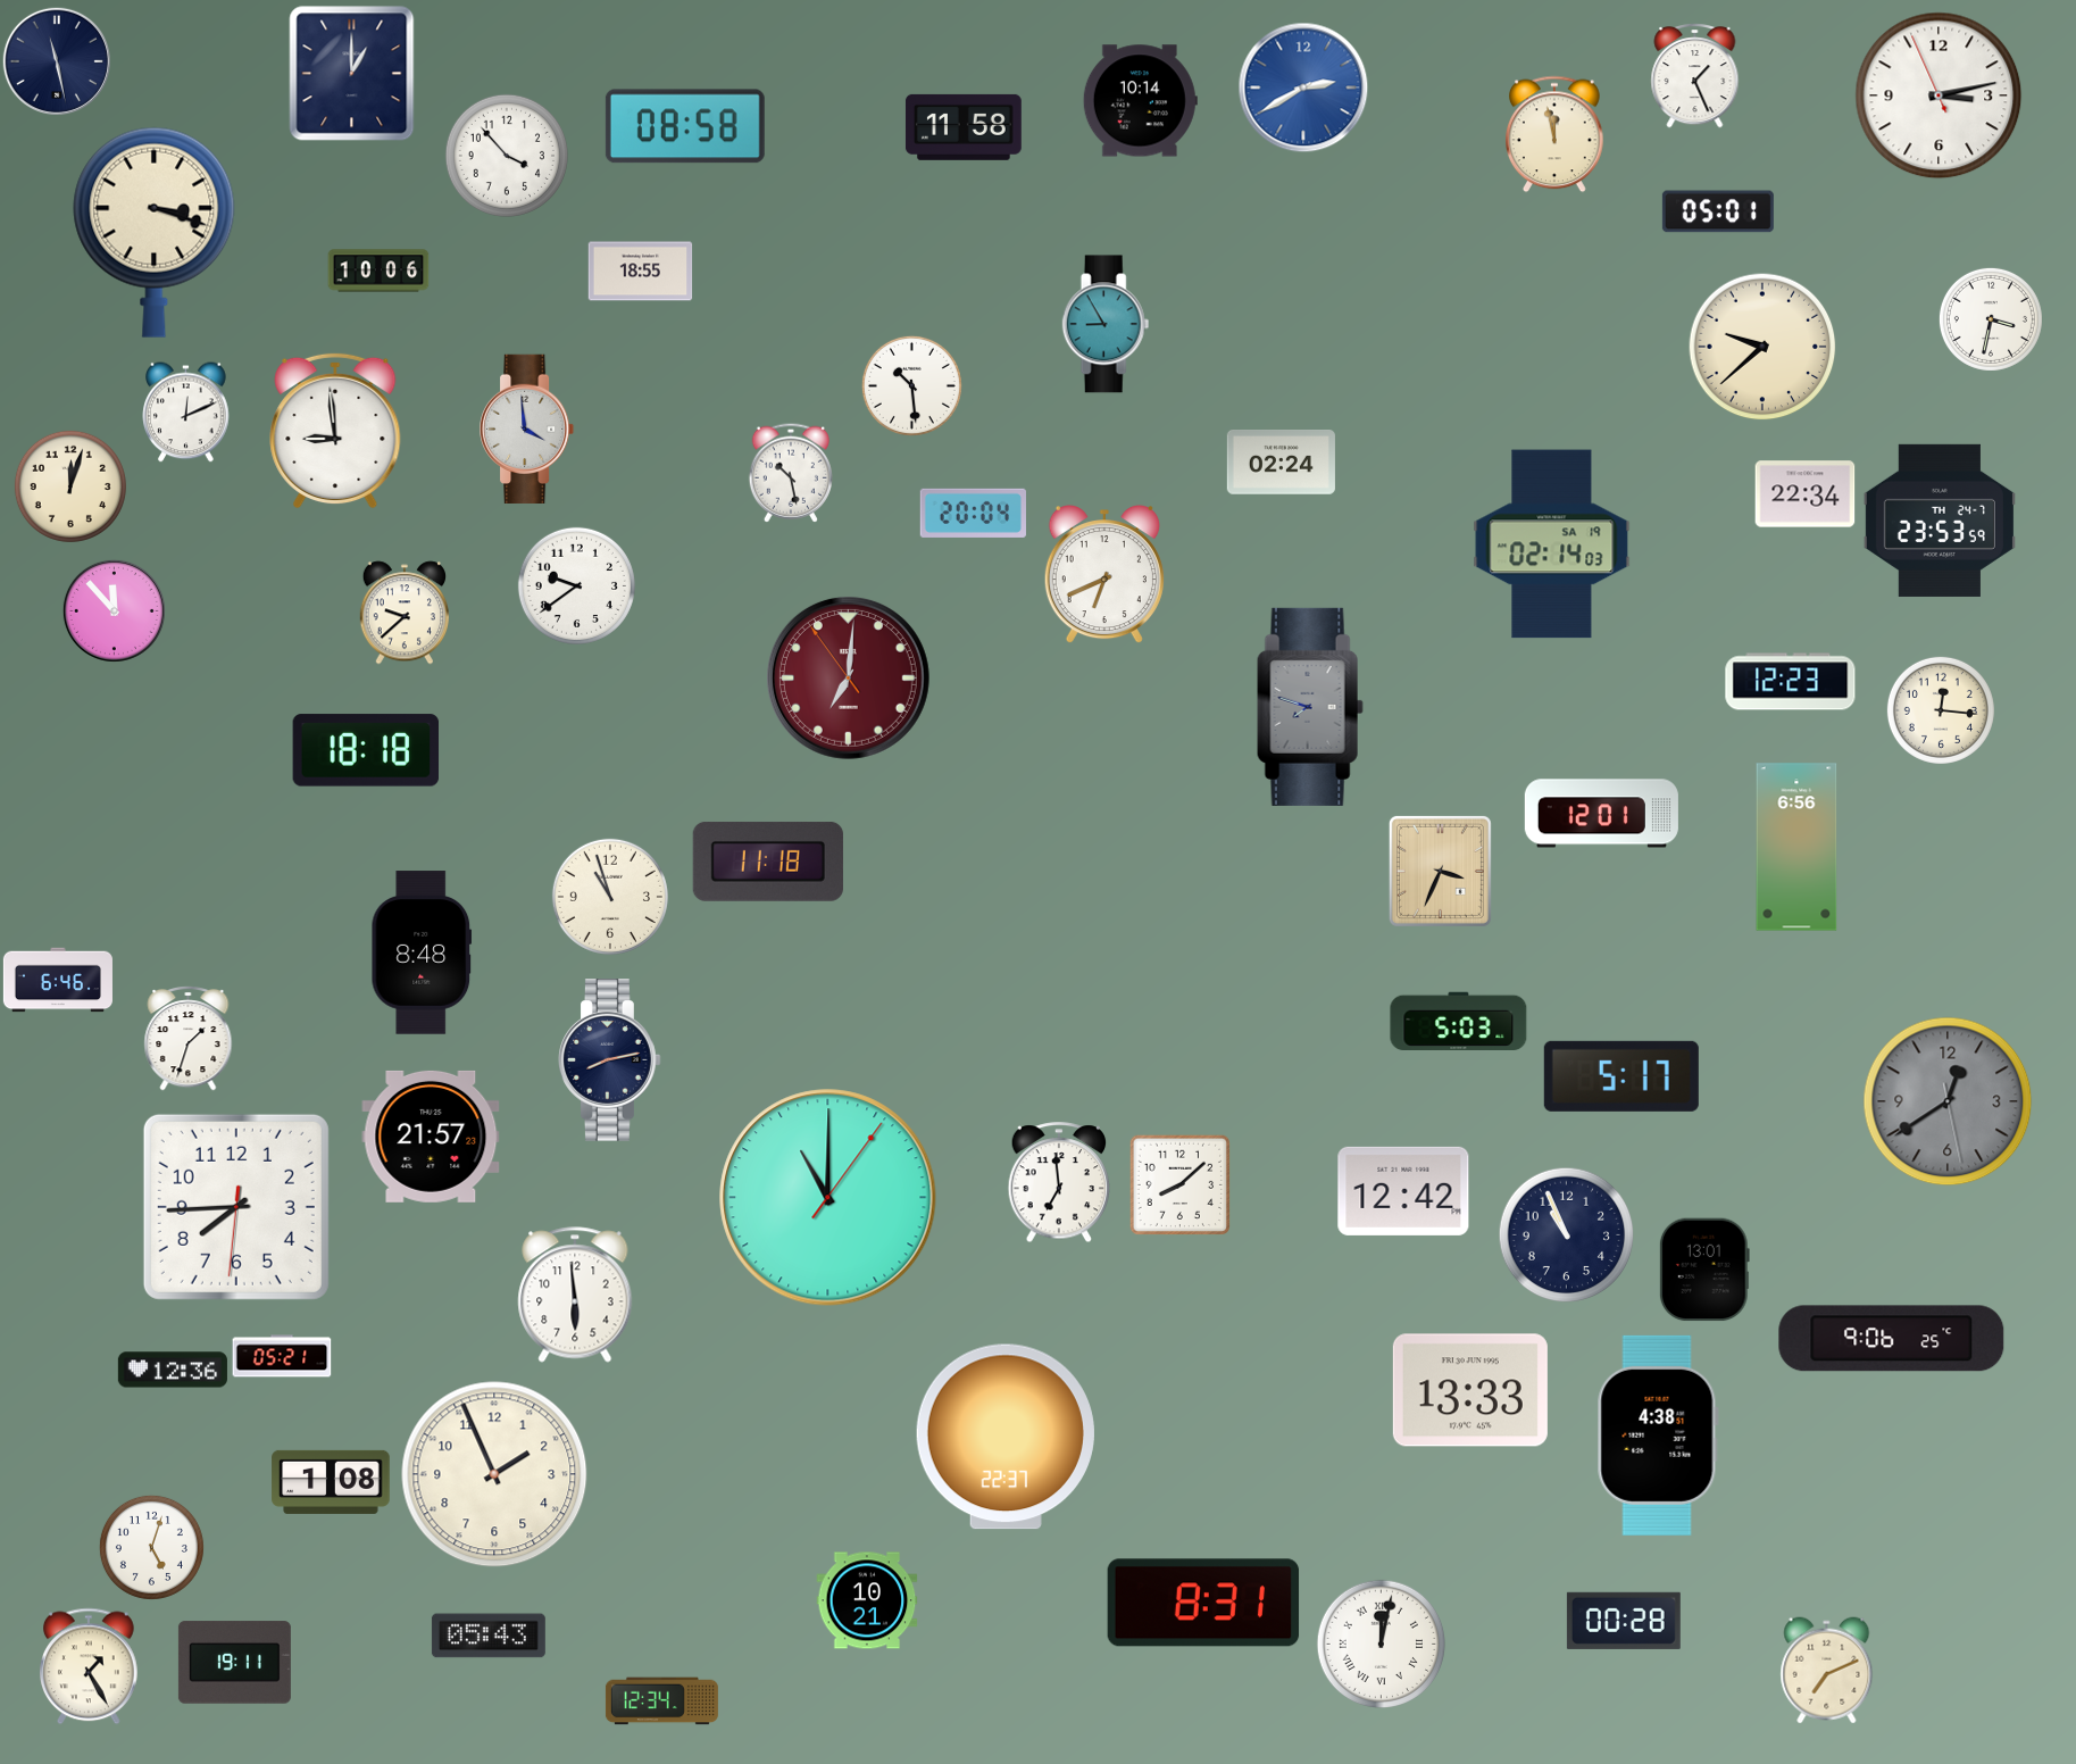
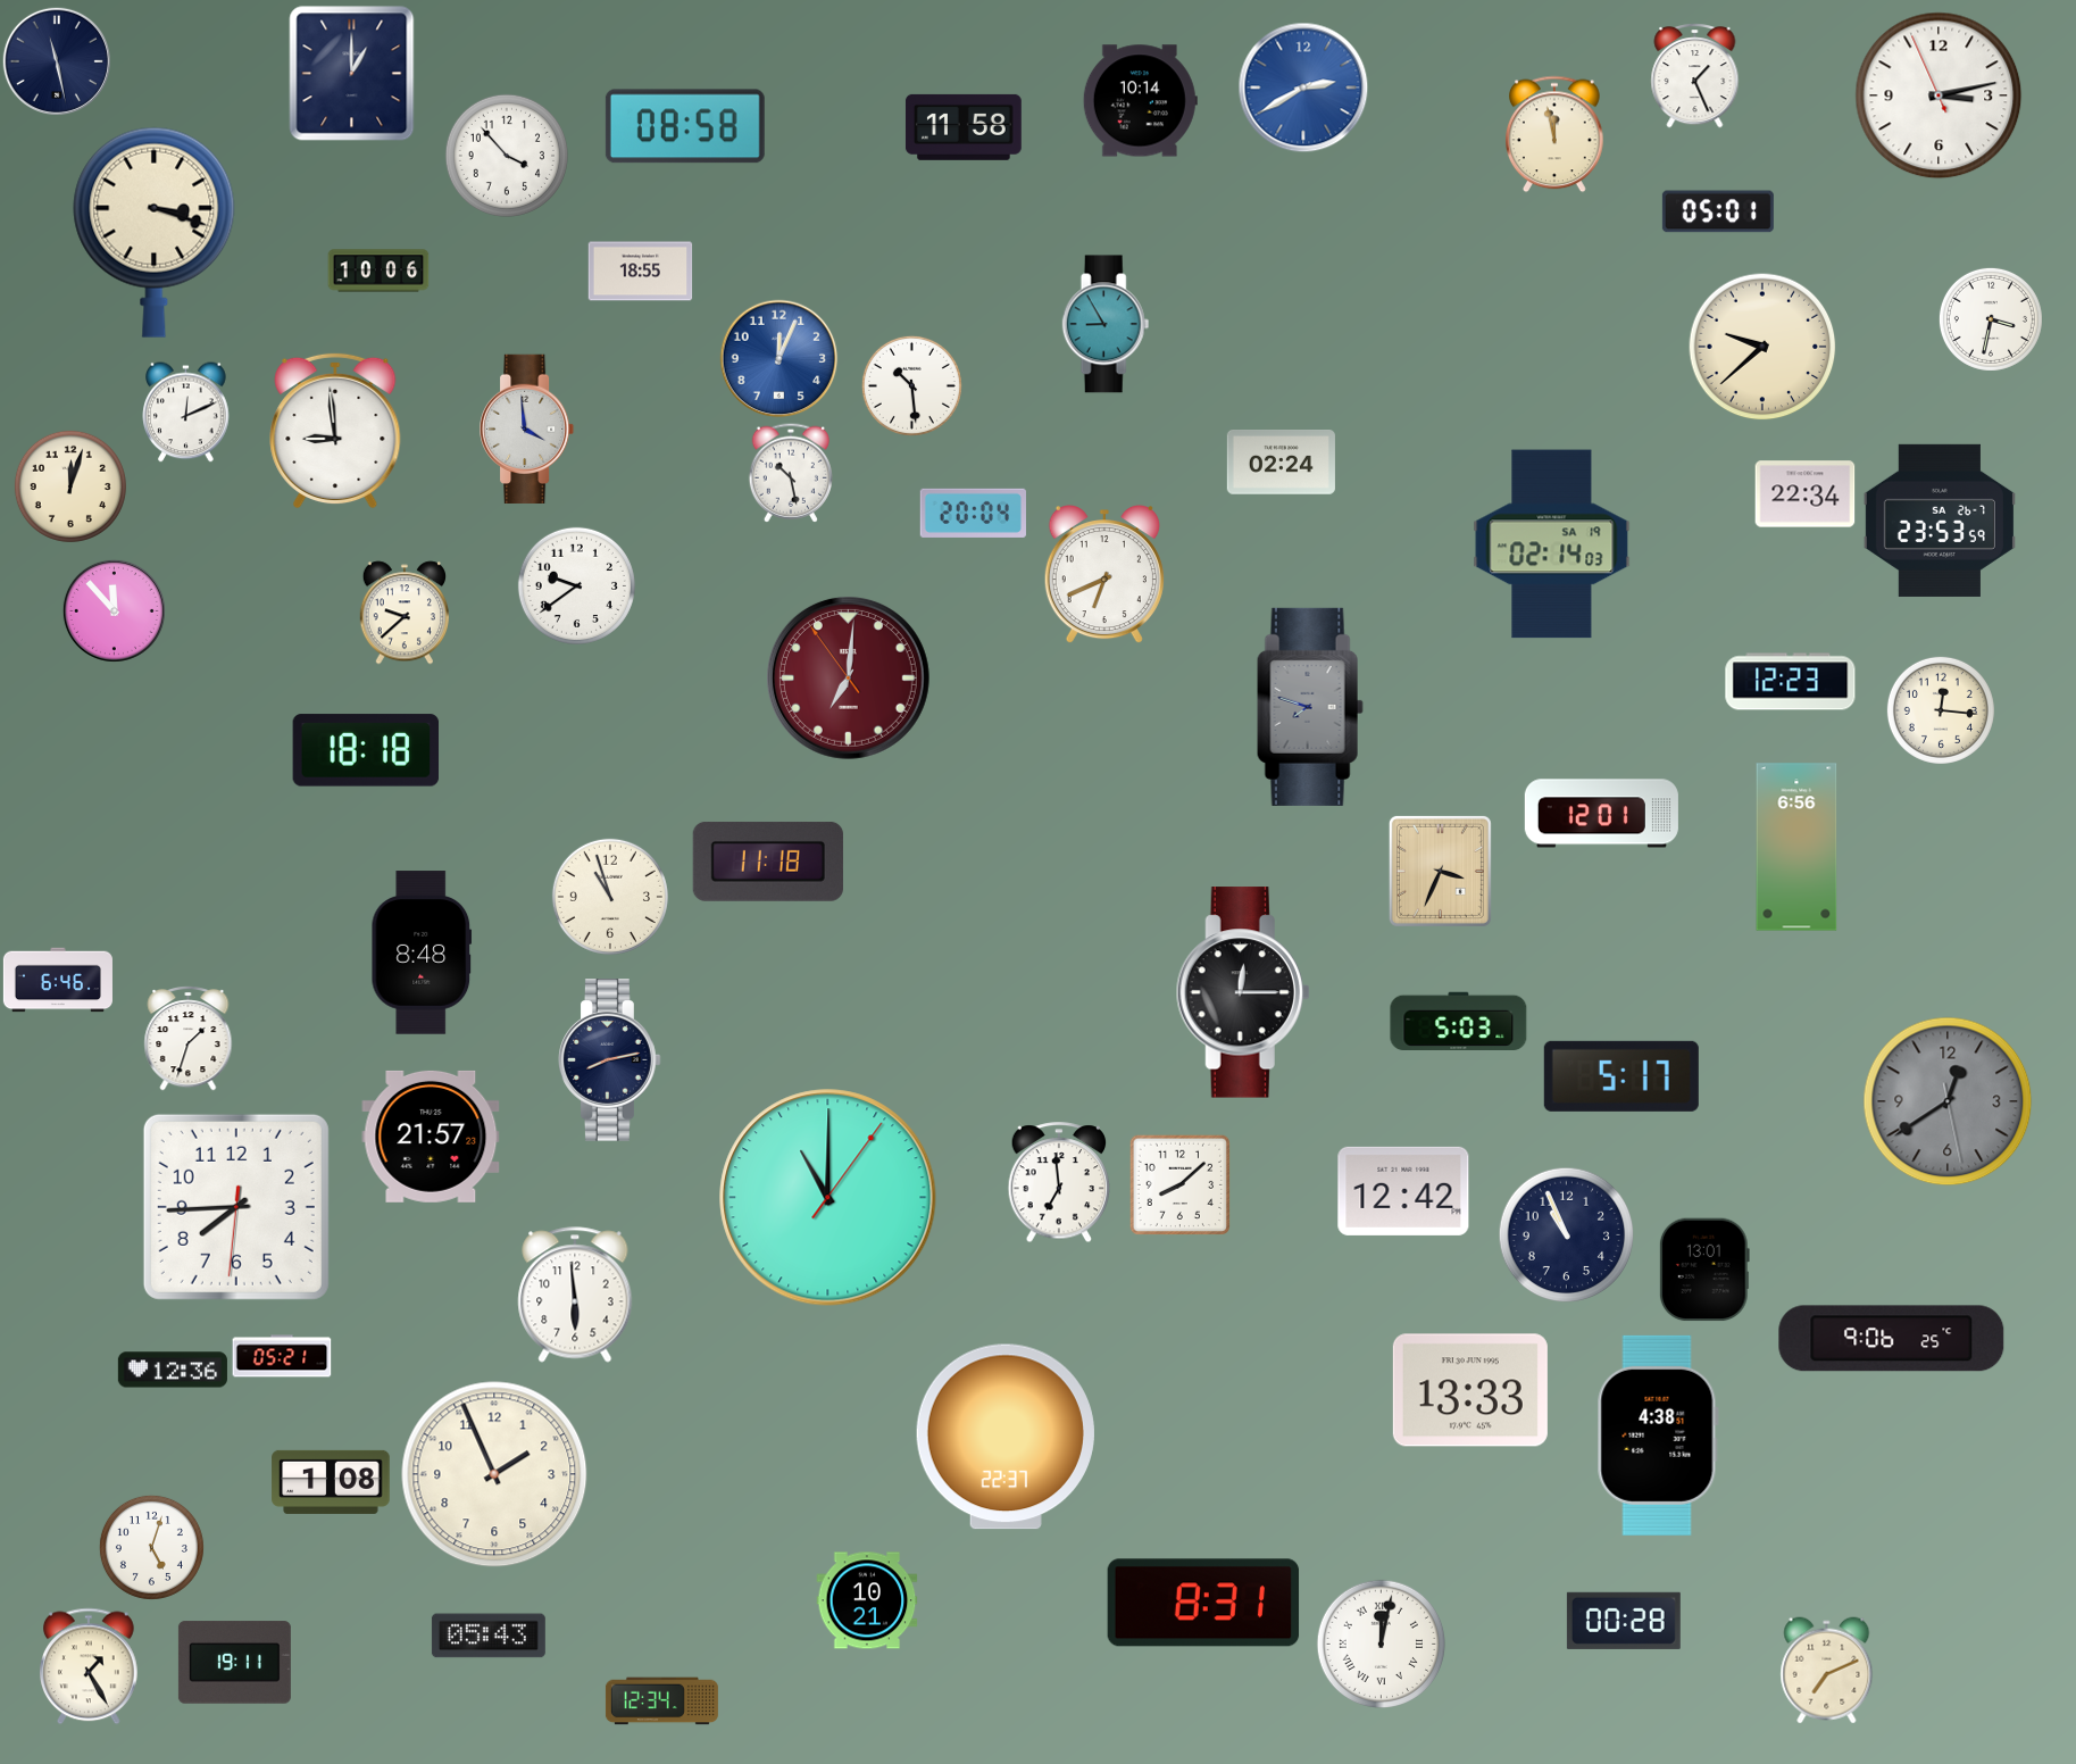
clock at (779, 359): none -> 12:04
clock at (1940, 521) date: TH 24-7 -> SA 26-7
clock at (1243, 992): none -> 12:15
